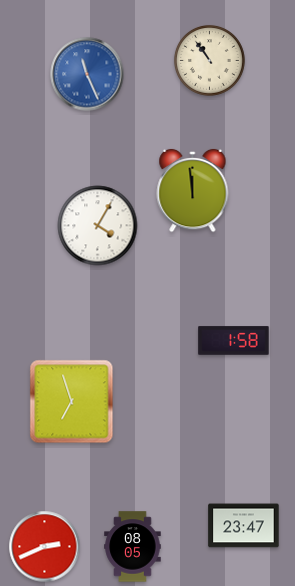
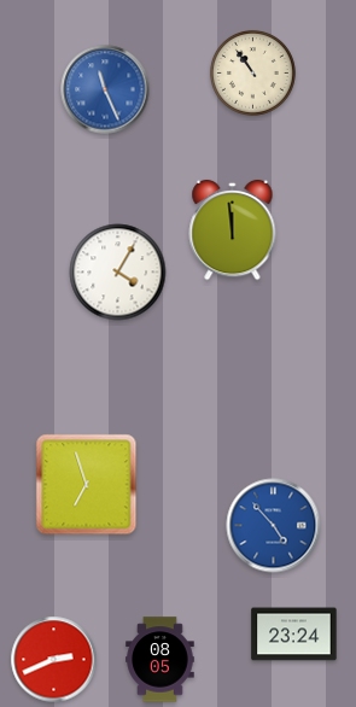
clock at (234, 341): 1:58 -> none
clock at (274, 526): none -> 4:53
clock at (244, 526): 23:47 -> 23:24
